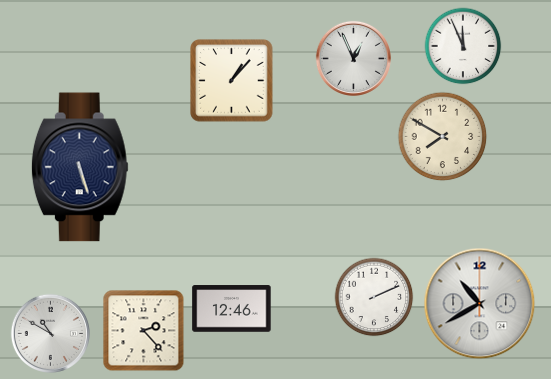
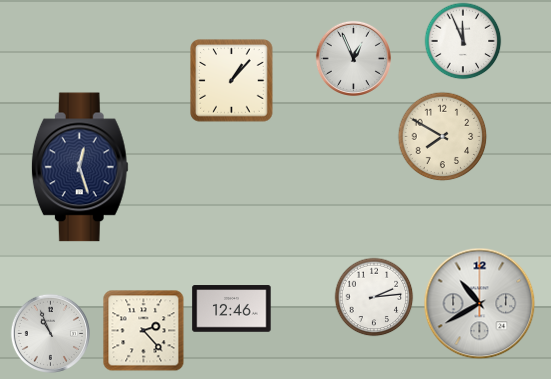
clock at (463, 46) position: (463, 46) -> (463, 41)
clock at (80, 167): 5:27 -> 12:27
clock at (374, 297): 2:11 -> 2:14
clock at (50, 333): 10:50 -> 10:56
